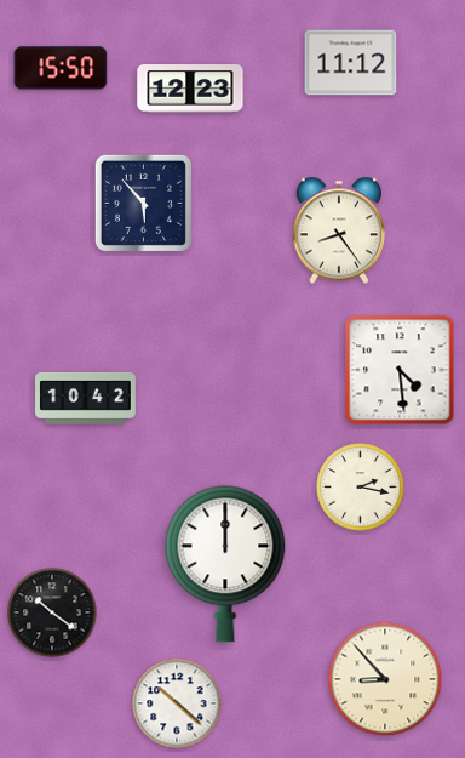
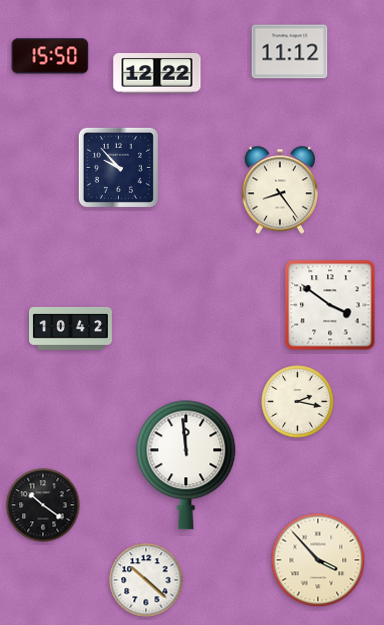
clock at (190, 90): 12:23 -> 12:22
clock at (143, 203): 5:53 -> 9:53
clock at (400, 370): 4:29 -> 3:51
clock at (225, 564): 12:00 -> 11:59
clock at (385, 679): 8:53 -> 3:53
